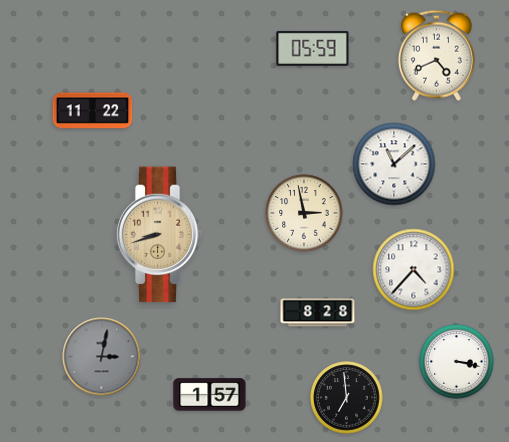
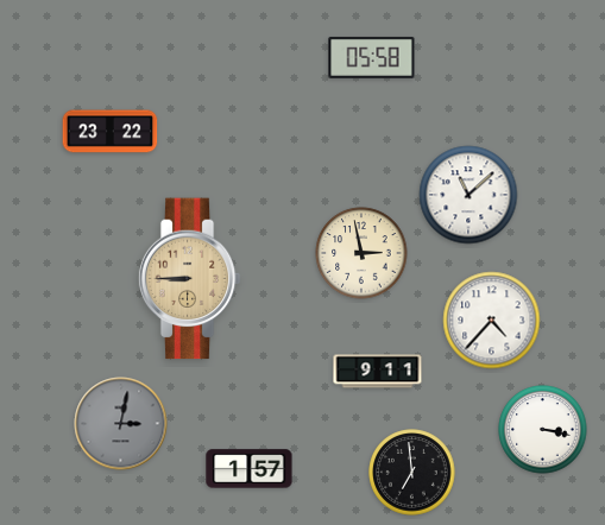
clock at (313, 48): 05:59 -> 05:58
clock at (436, 55): 4:41 -> none
clock at (93, 111): 11:22 -> 23:22
clock at (159, 235): 8:42 -> 8:45
clock at (318, 313): 8:28 -> 9:11
